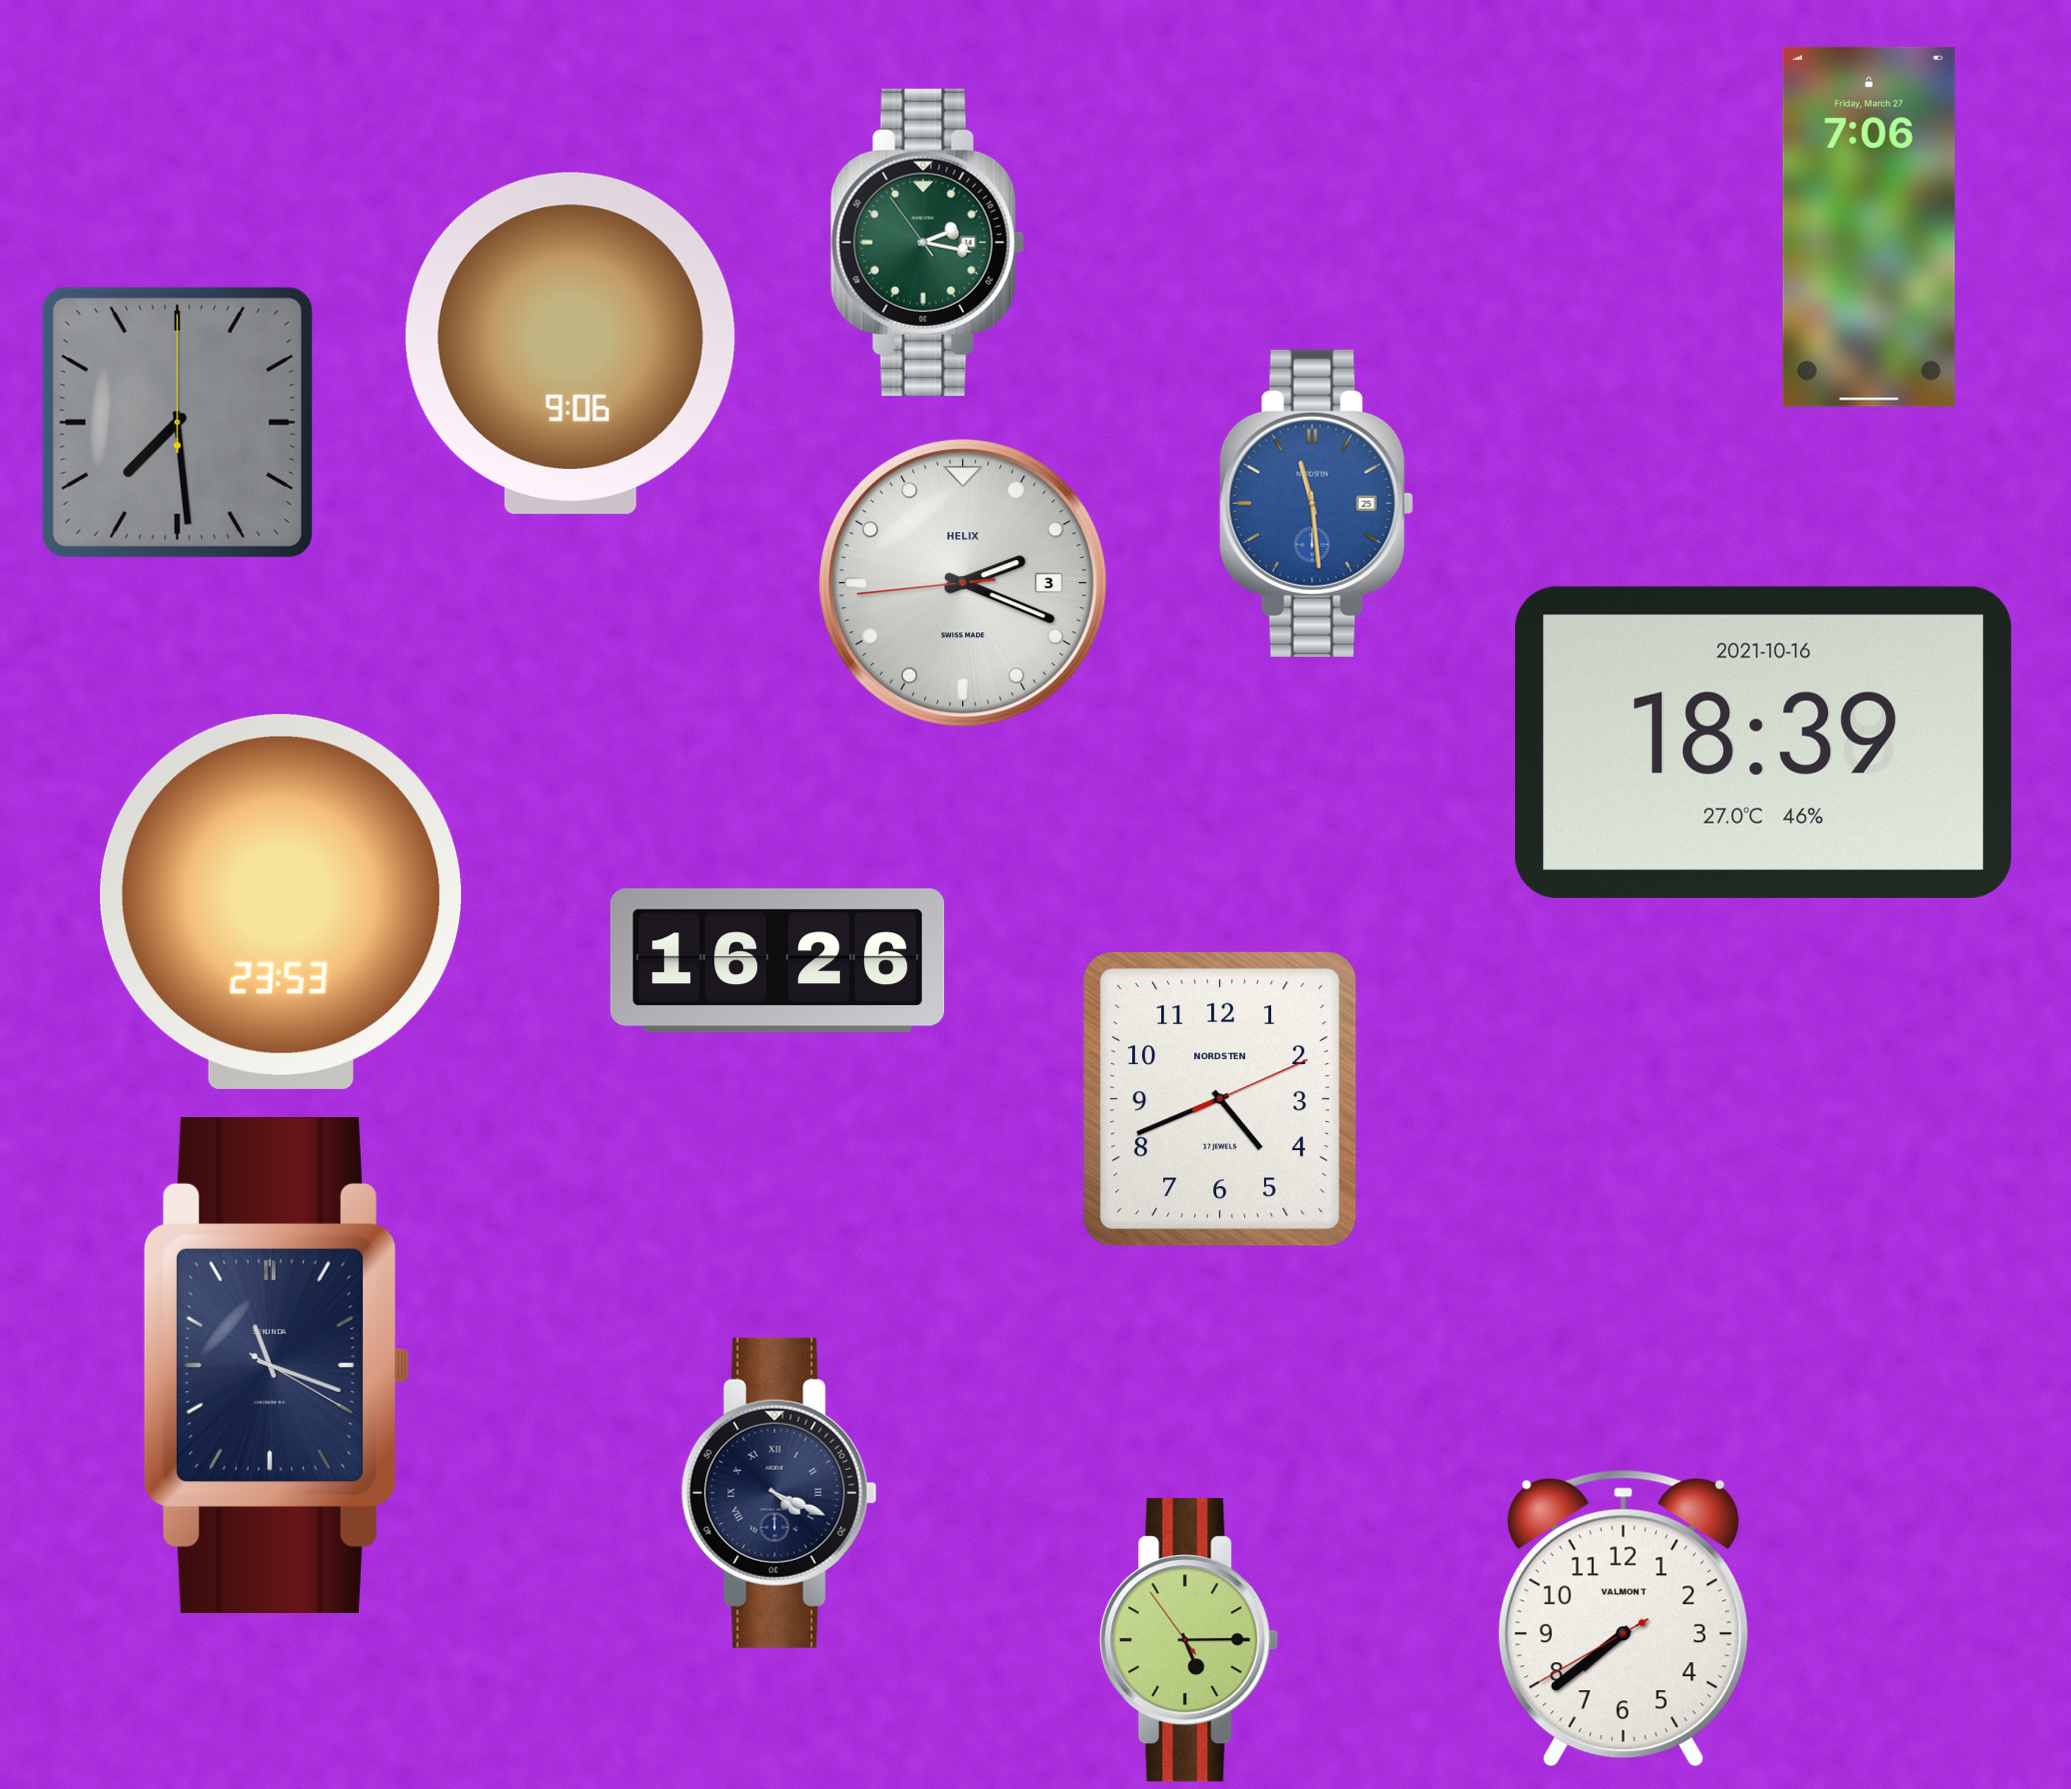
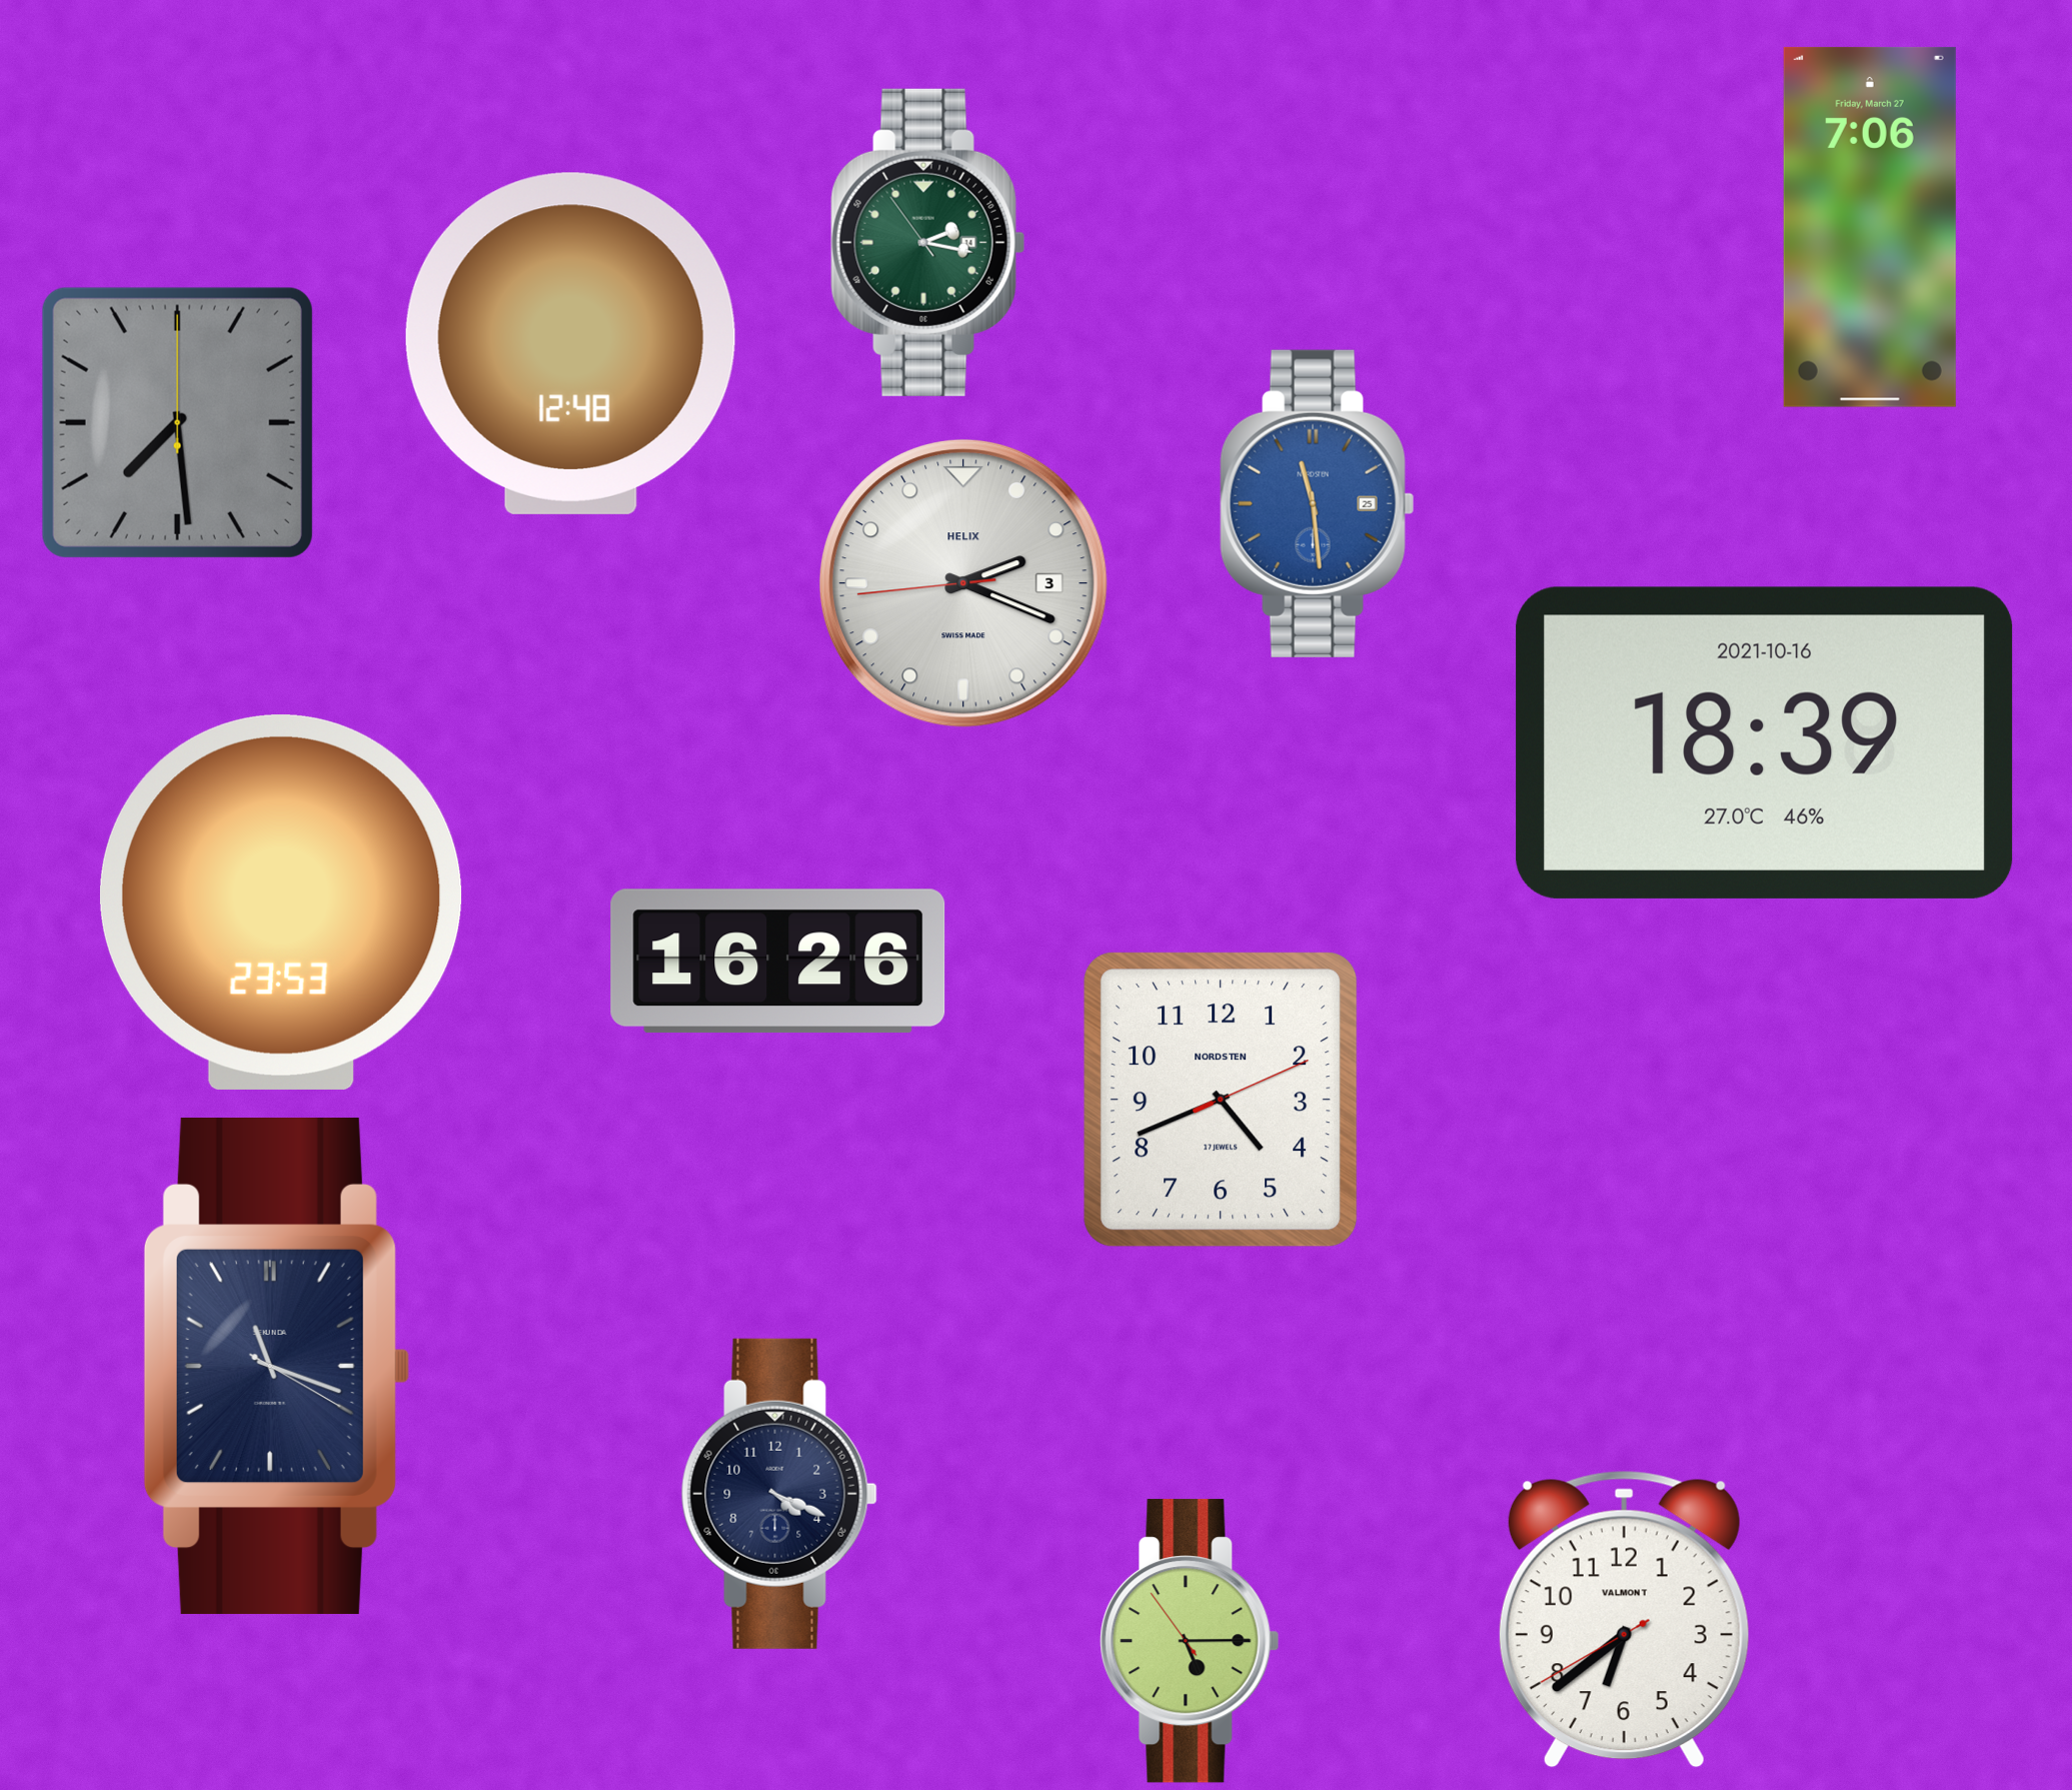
clock at (570, 343): 9:06 -> 12:48
clock at (779, 1493) numerals: Roman -> Arabic
clock at (1623, 1618): 7:38 -> 6:38
